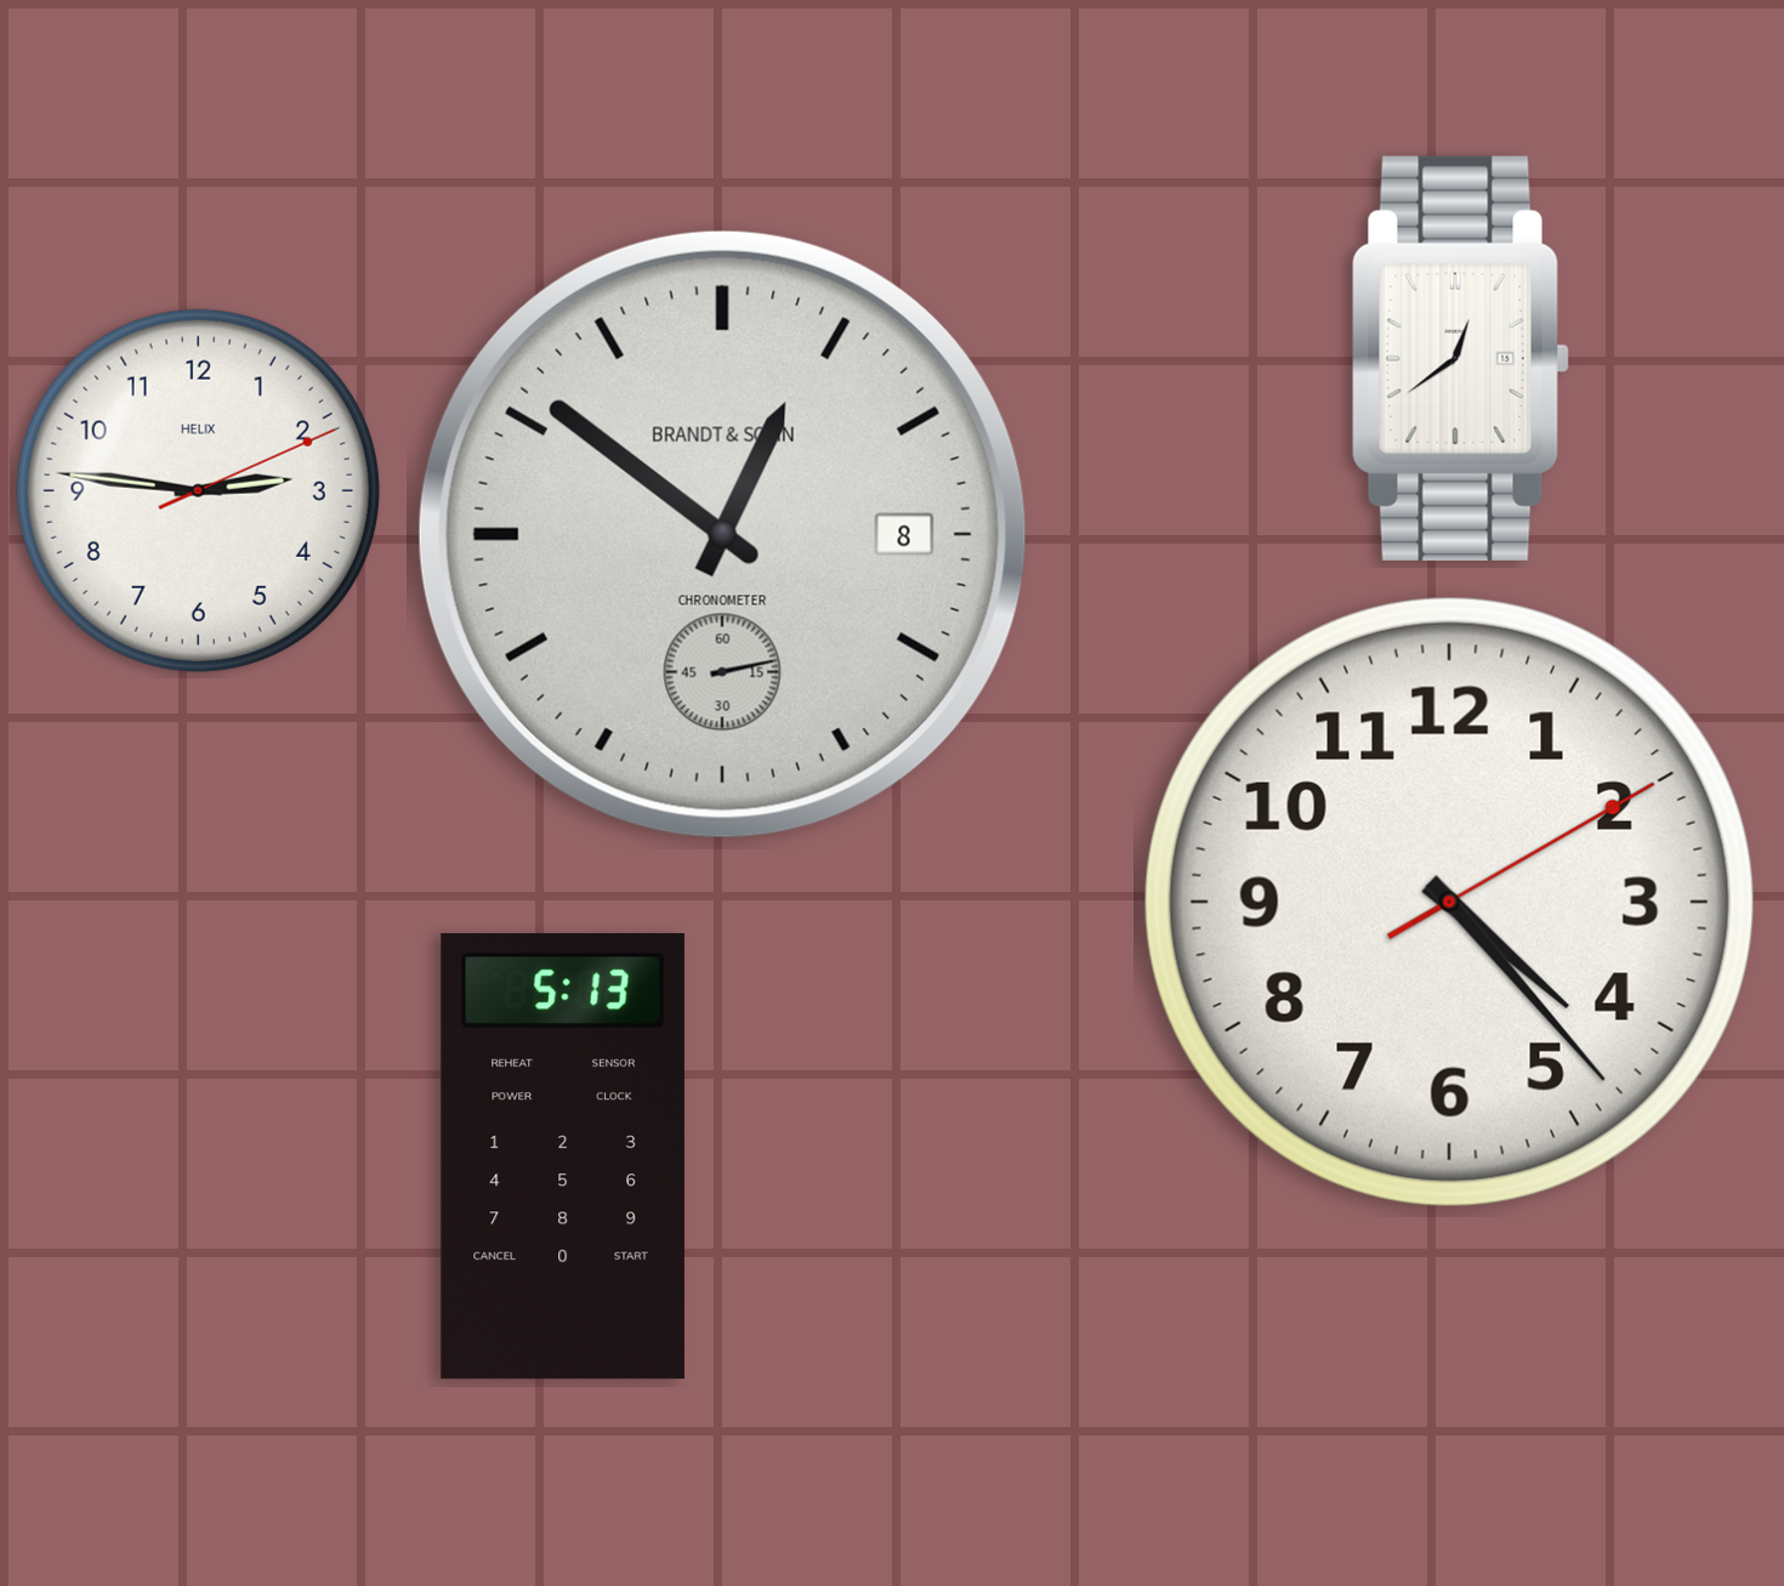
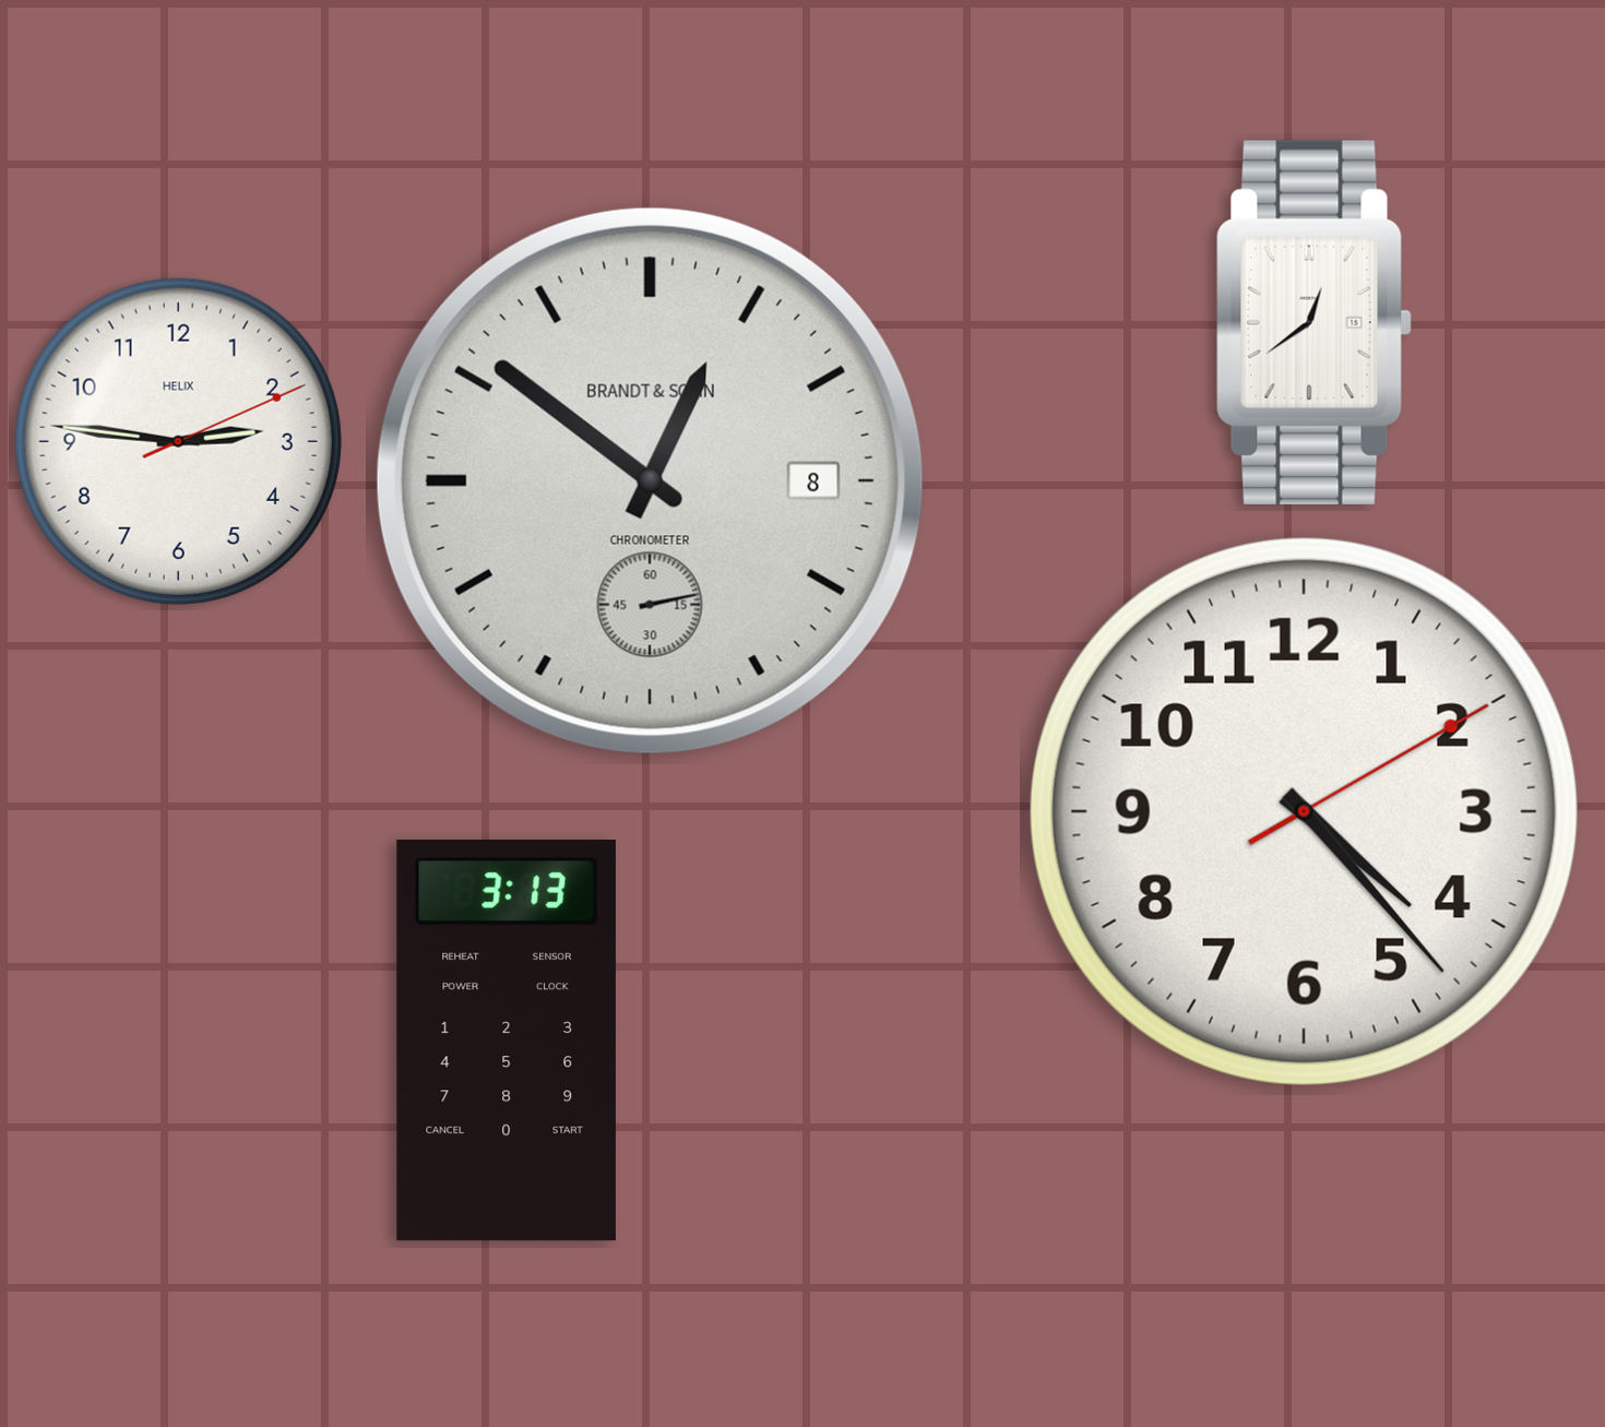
clock at (563, 1156): 5:13 -> 3:13
